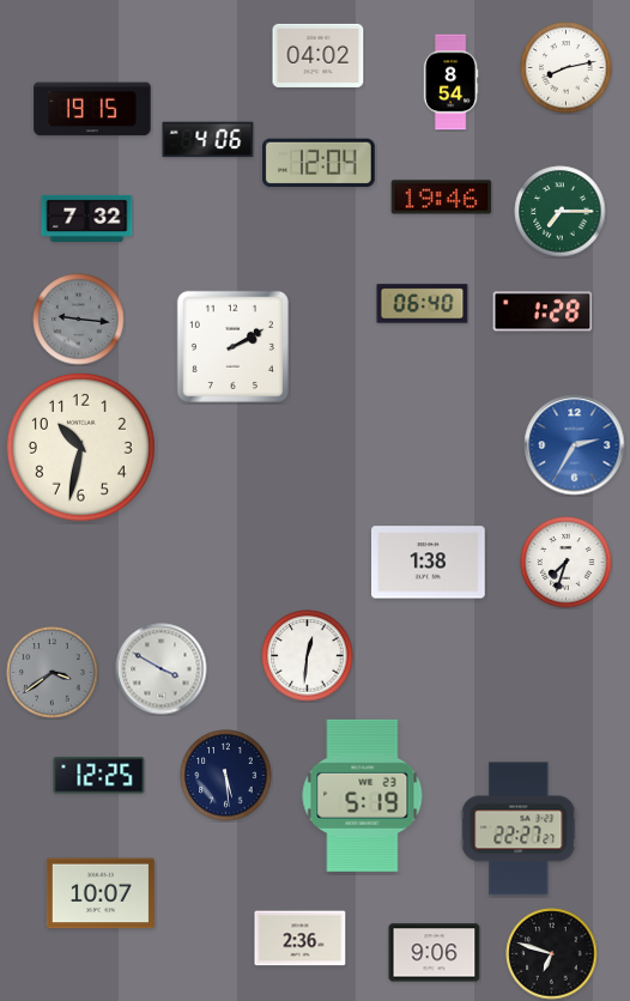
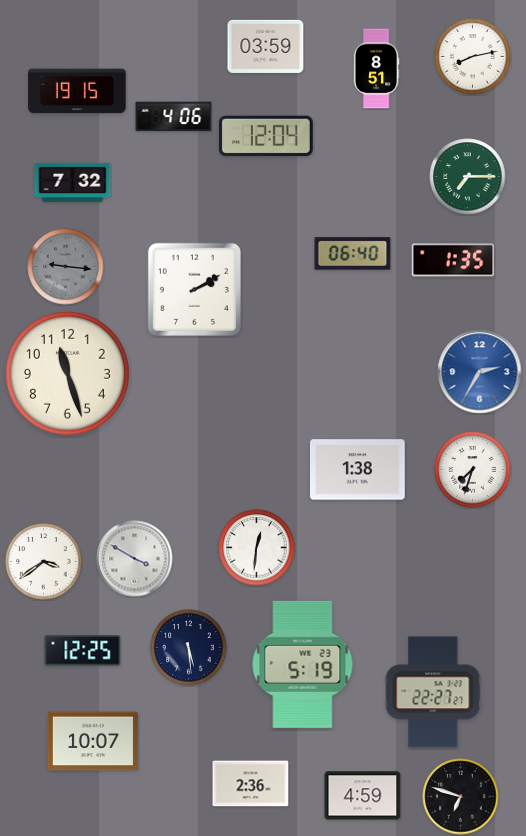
clock at (319, 55): 04:02 -> 03:59
clock at (450, 83): 8:54 -> 8:51
clock at (442, 198): 19:46 -> none
clock at (543, 311): 1:28 -> 1:35
clock at (80, 447): 10:32 -> 11:27
clock at (53, 673) dial: grey -> white
clock at (99, 776) position: (99, 776) -> (83, 651)
clock at (101, 893) position: (101, 893) -> (93, 741)
clock at (435, 953): 9:06 -> 4:59
